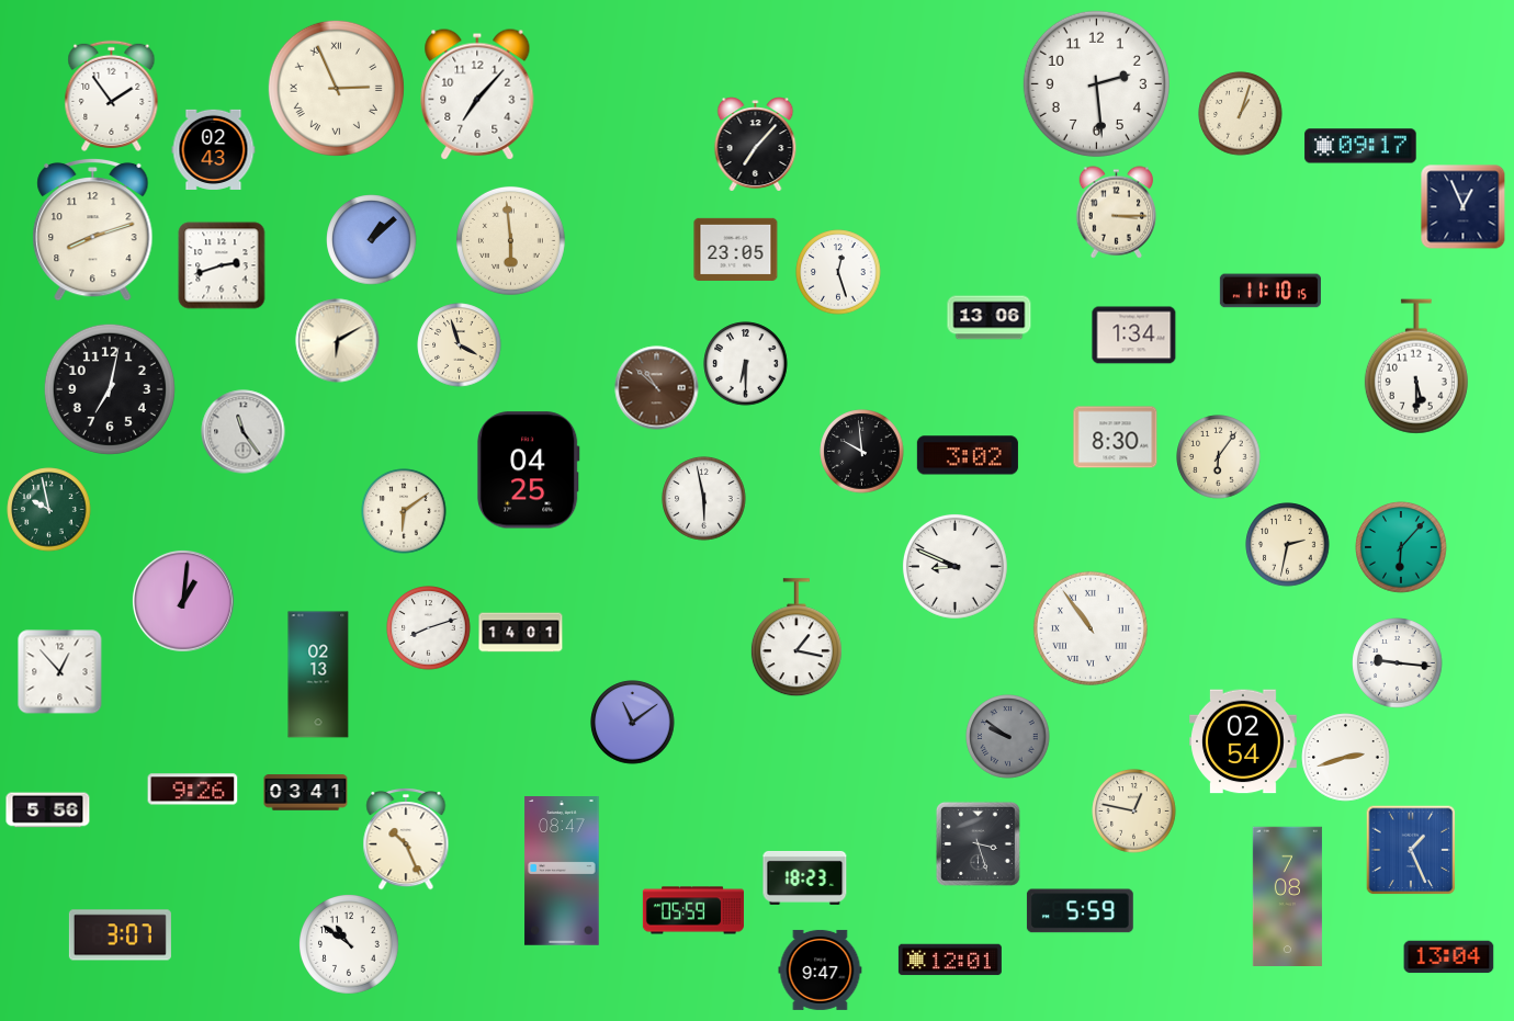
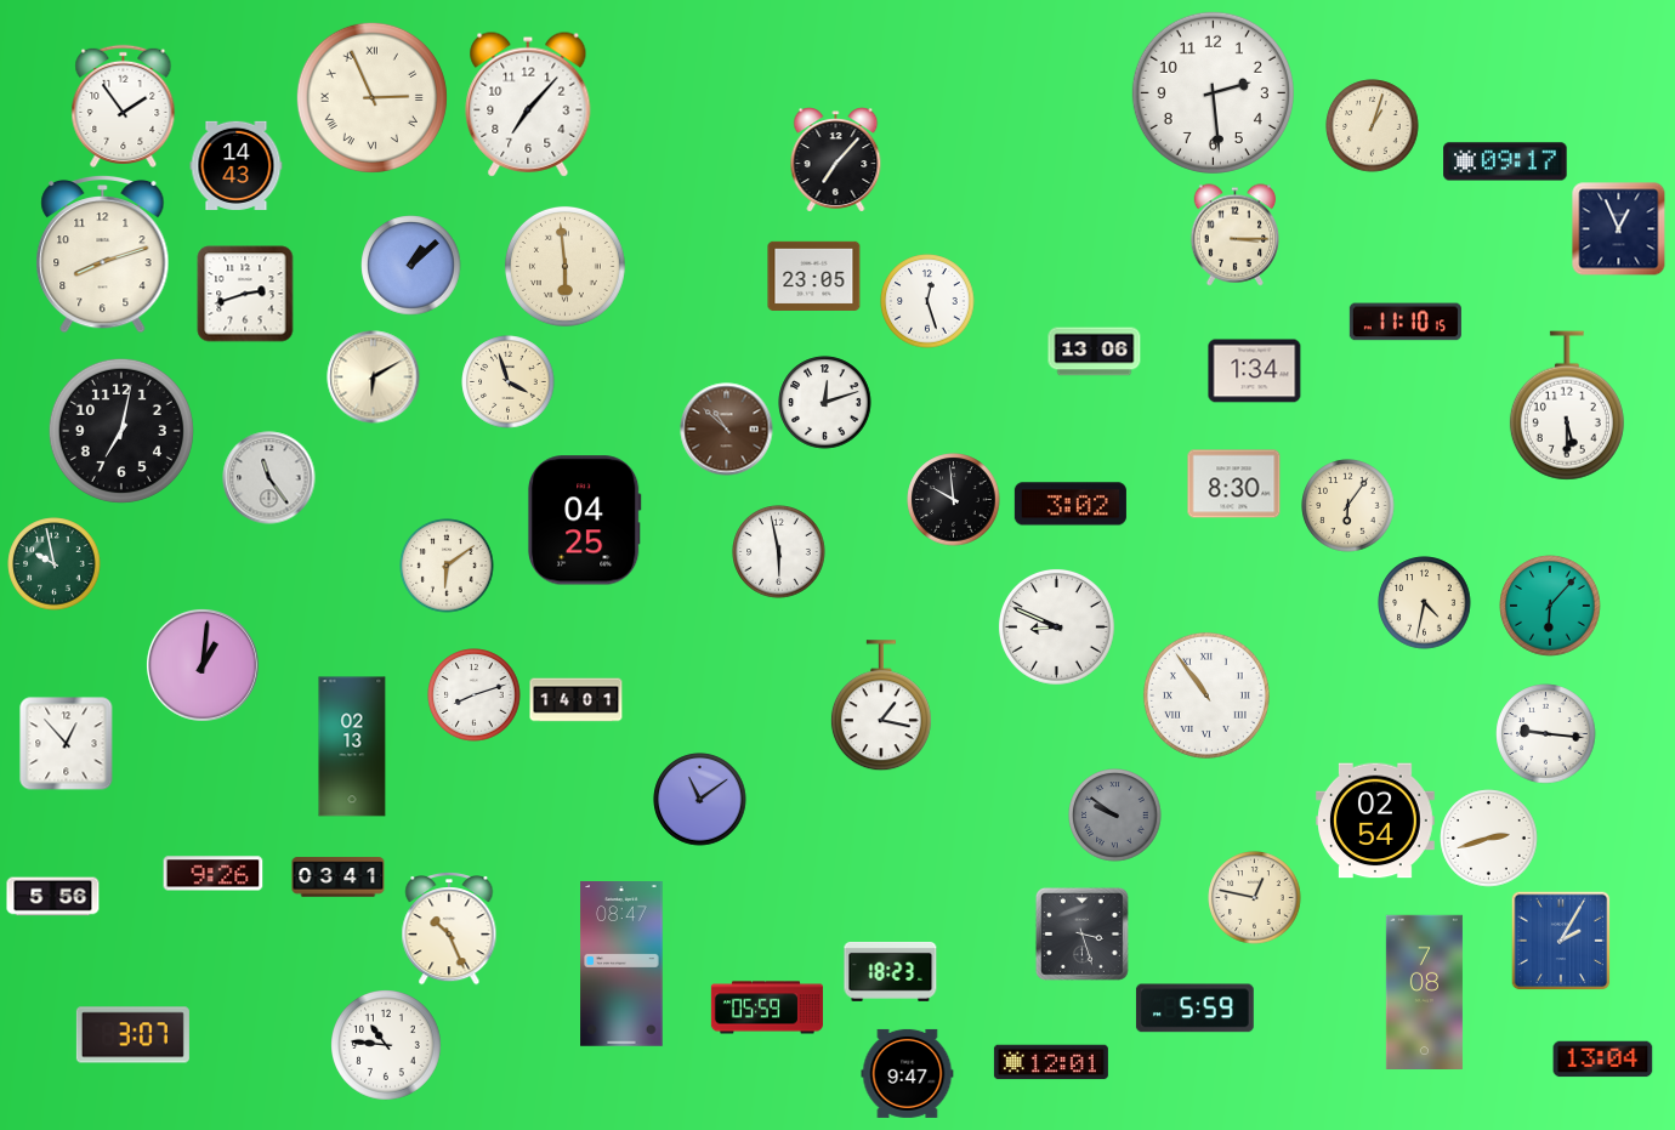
clock at (214, 149): 02:43 -> 14:43
clock at (746, 364): 6:30 -> 12:12
clock at (1288, 545): 2:32 -> 4:32
clock at (1411, 850): 1:26 -> 2:05
clock at (350, 945): 10:51 -> 10:46
